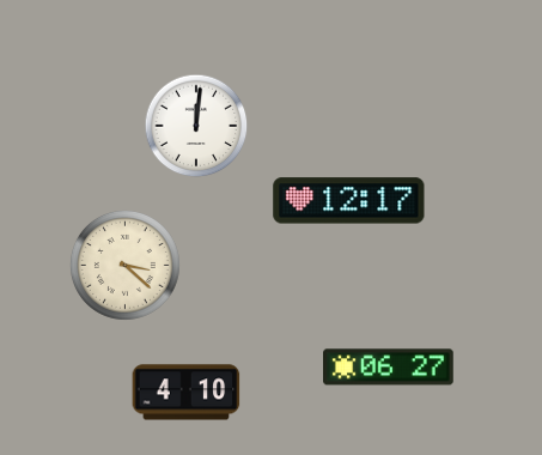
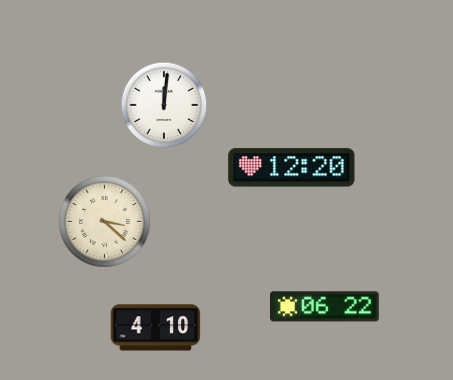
clock at (349, 201): 12:17 -> 12:20
clock at (389, 368): 06:27 -> 06:22
